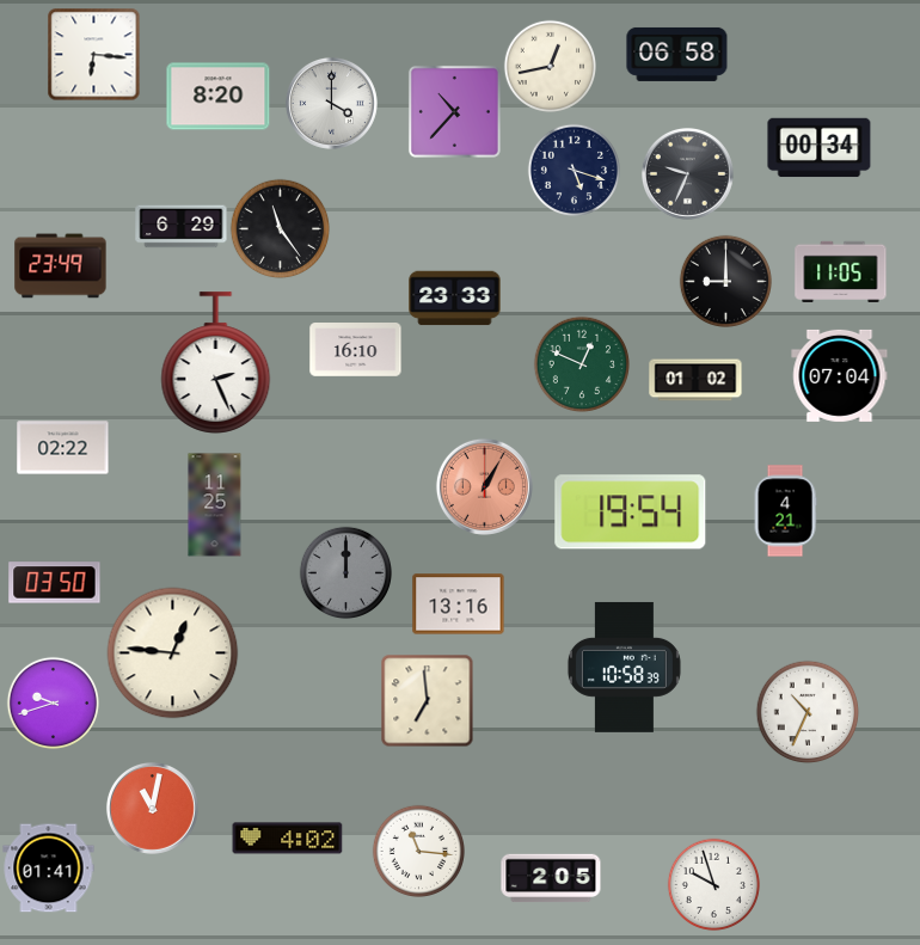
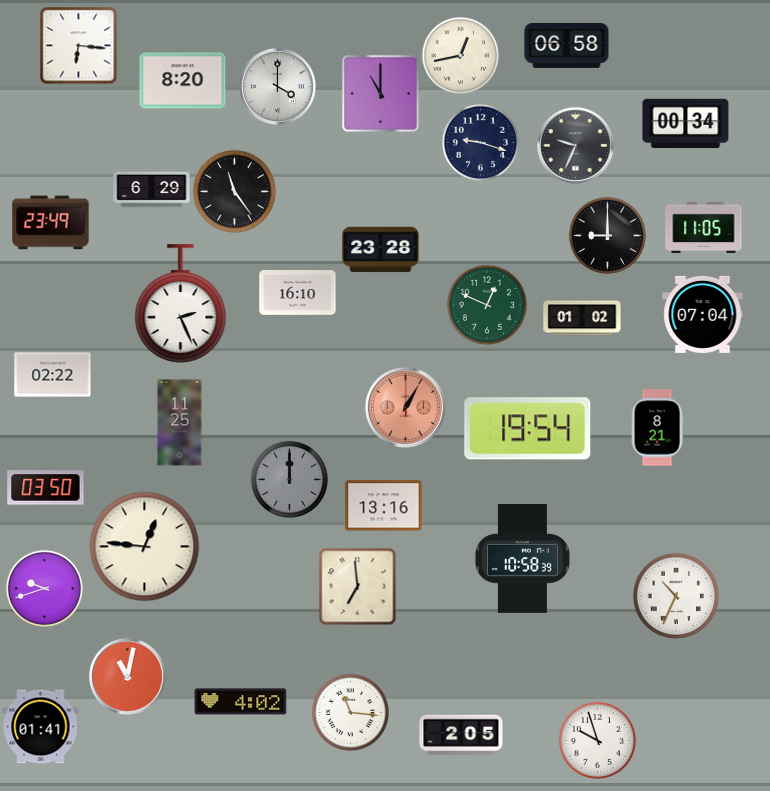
clock at (454, 111): 10:37 -> 11:00
clock at (574, 170): 5:18 -> 9:18
clock at (455, 299): 23:33 -> 23:28
clock at (785, 511): 4:21 -> 8:21
